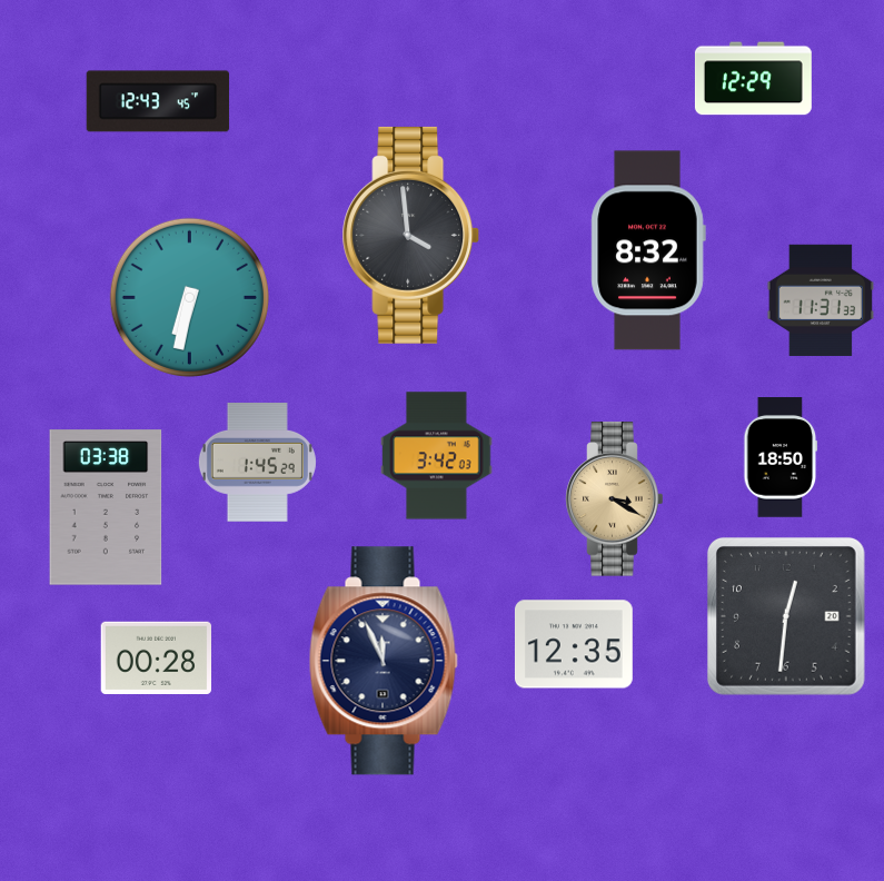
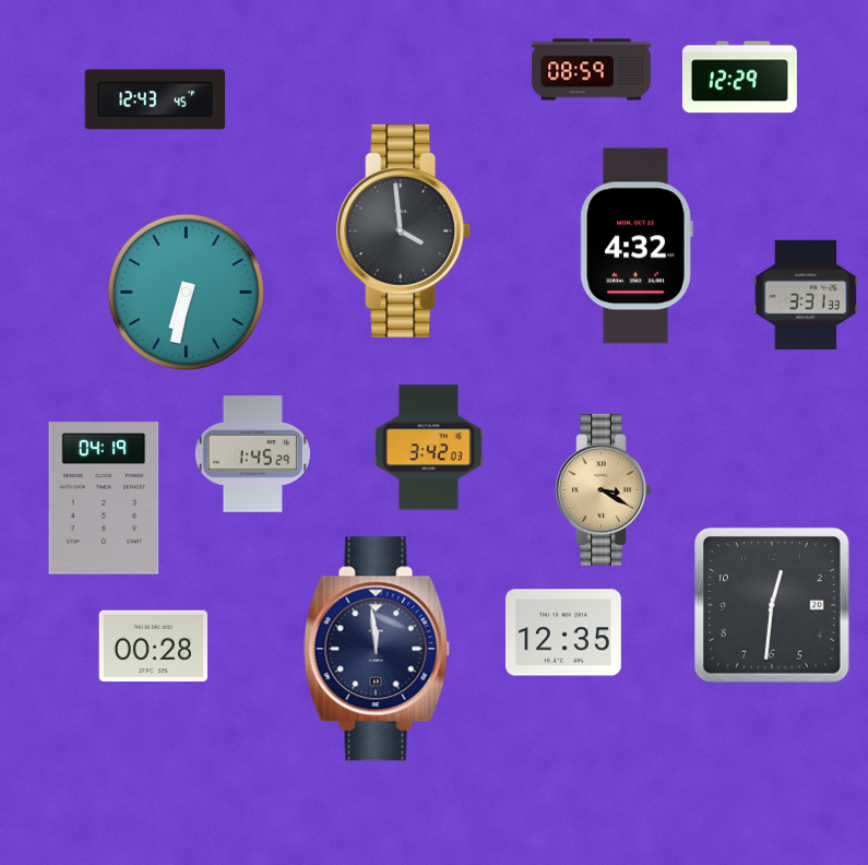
clock at (592, 70): none -> 08:59
clock at (648, 250): 8:32 -> 4:32
clock at (821, 299): 11:31 -> 3:31
clock at (781, 457): 18:50 -> none
clock at (106, 507): 03:38 -> 04:19
clock at (384, 661): 11:56 -> 11:59
